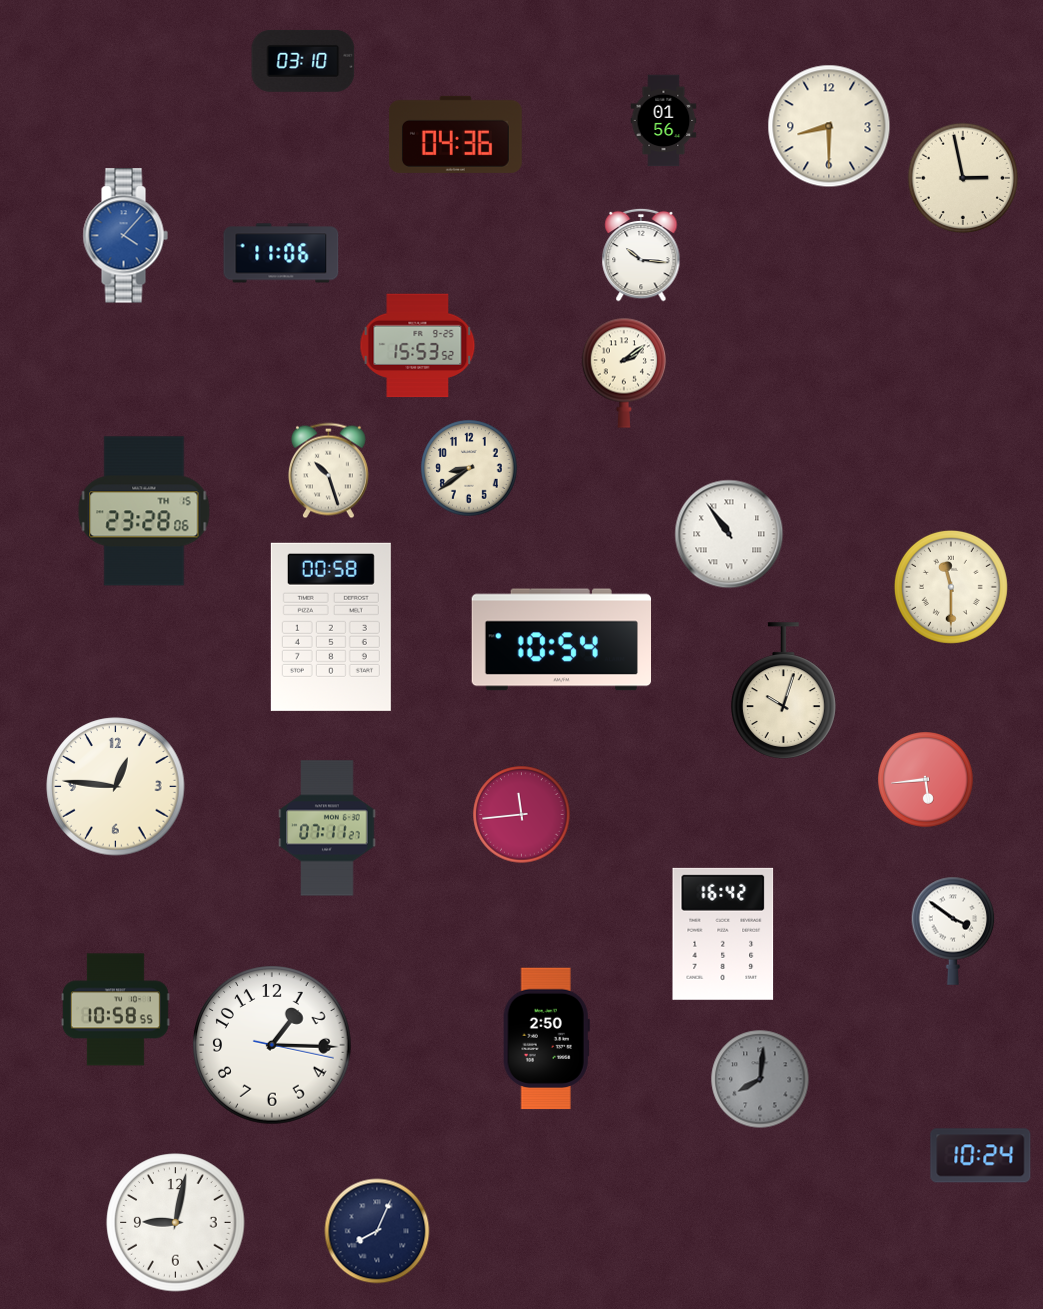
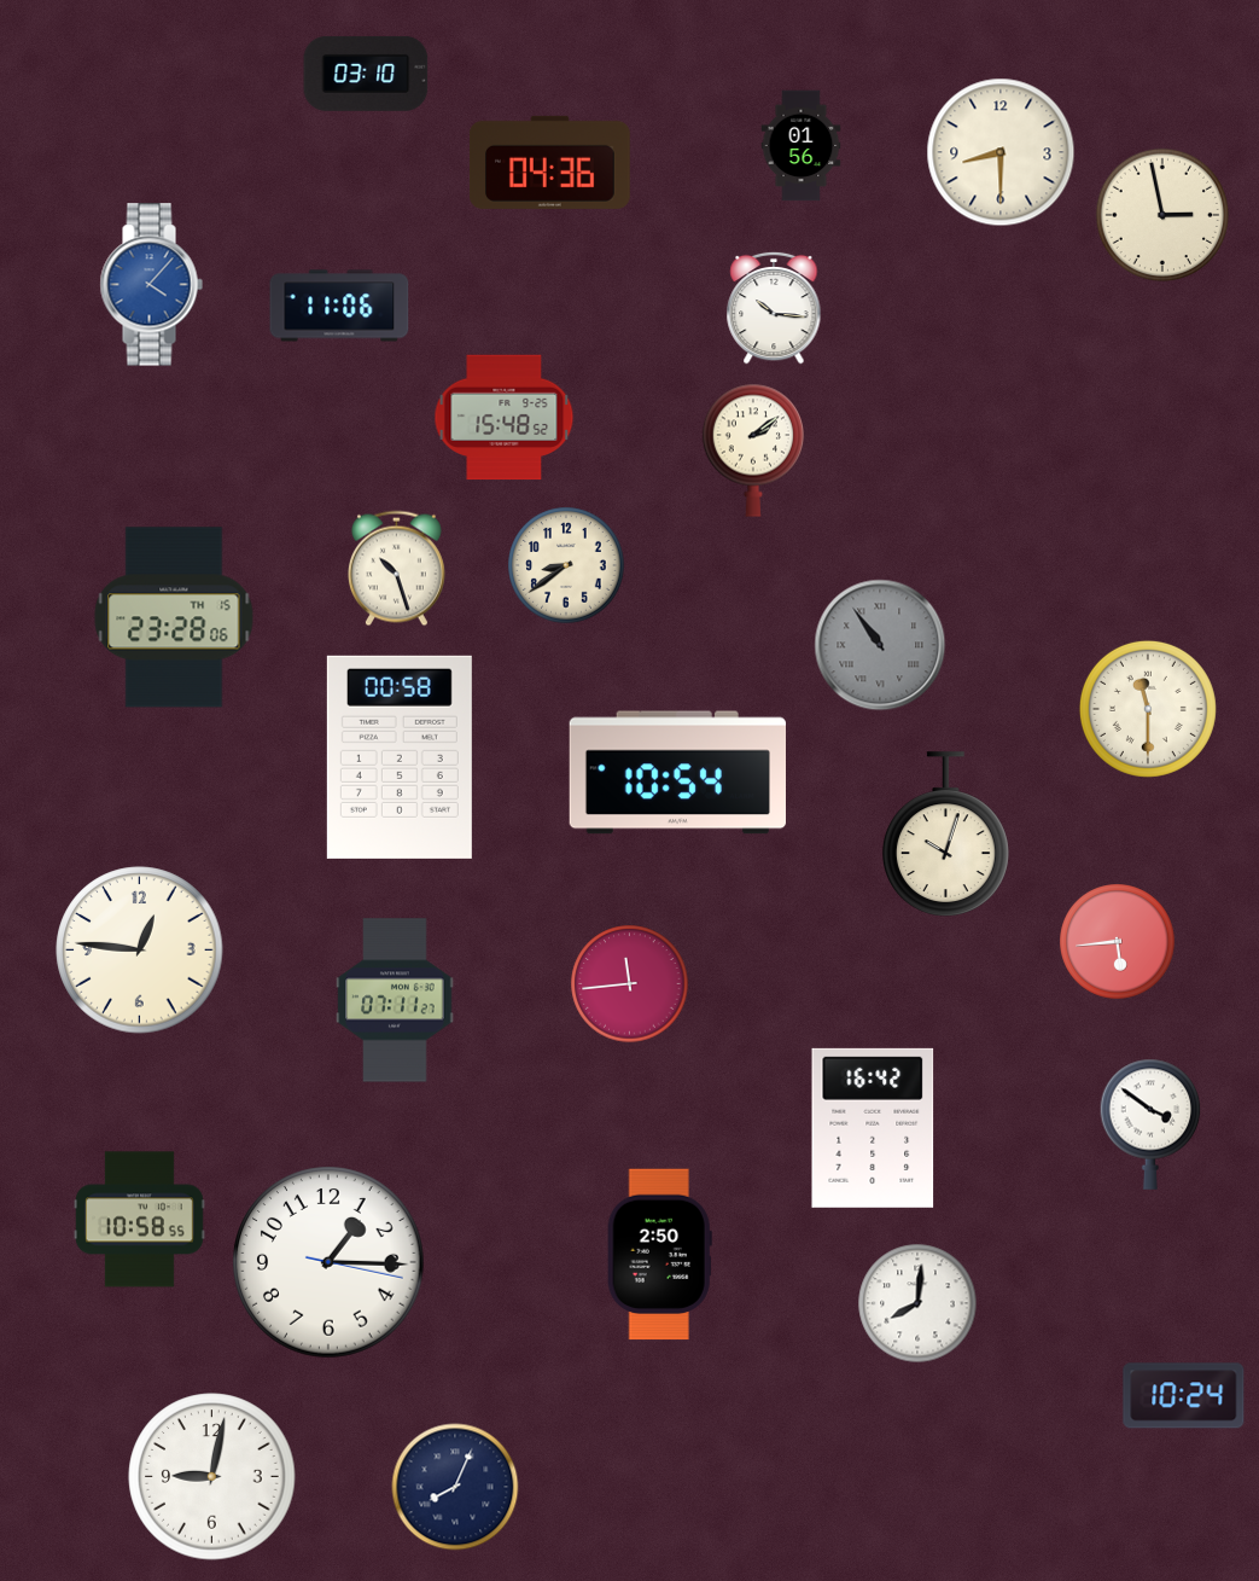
clock at (418, 346): 15:53 -> 15:48
clock at (729, 534) dial: white -> grey
clock at (760, 1079) dial: grey -> white
